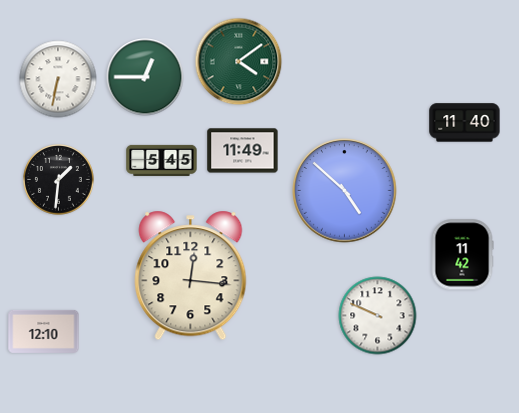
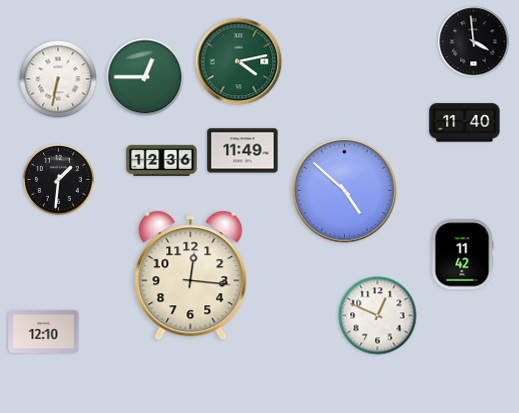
clock at (474, 42): none -> 3:59
clock at (239, 62): 4:09 -> 4:13
clock at (162, 160): 5:45 -> 12:36
clock at (378, 316): 9:49 -> 12:49
